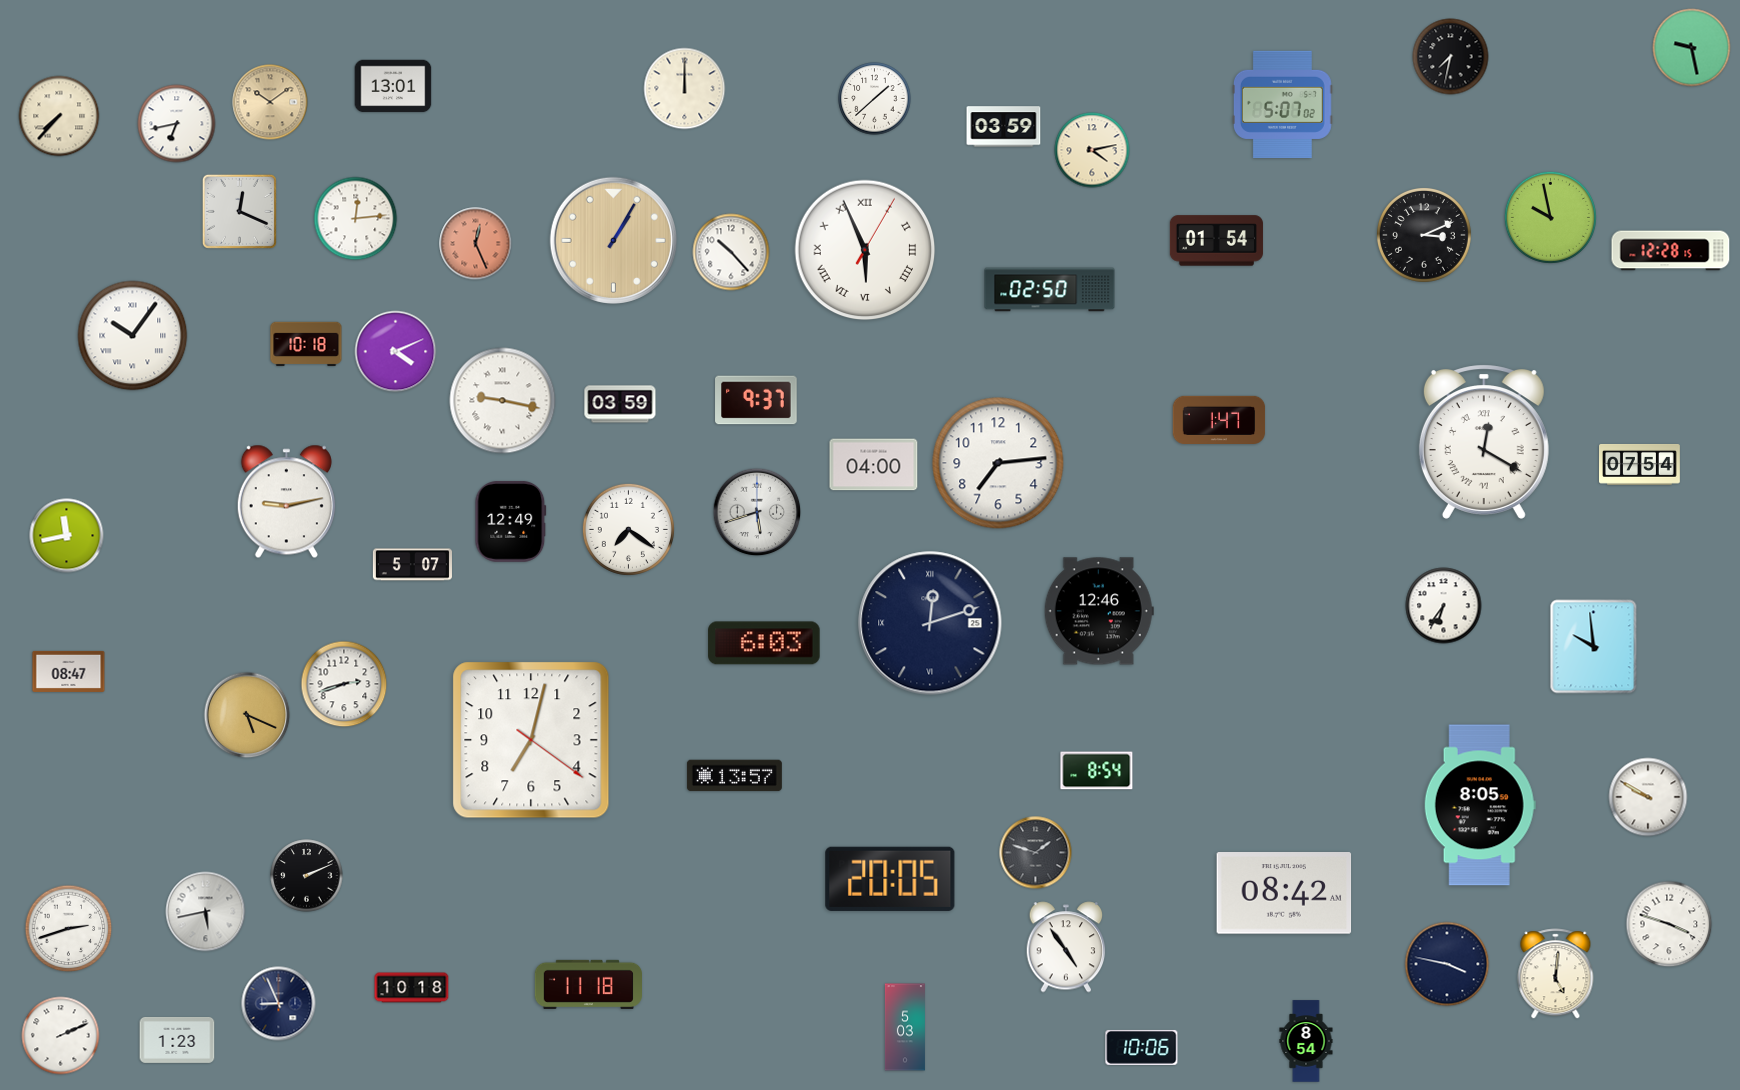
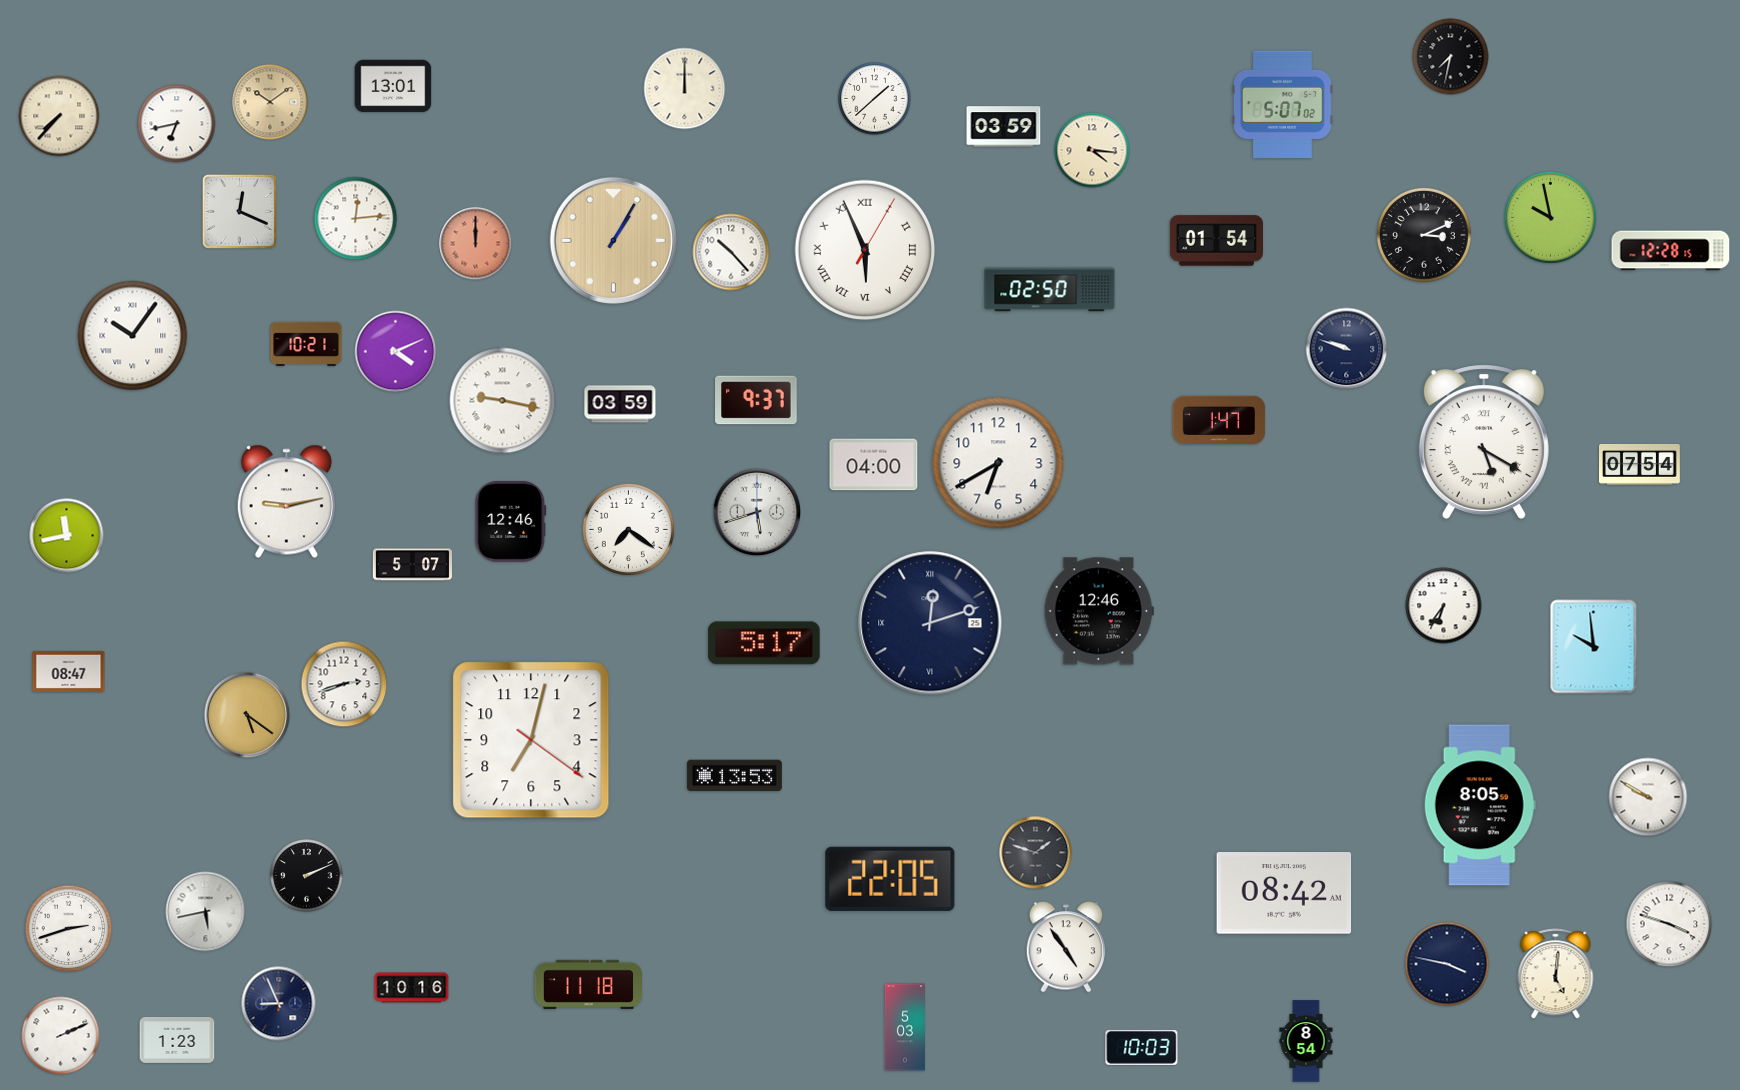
clock at (1692, 48): 9:28 -> none
clock at (1092, 150): 4:13 -> 4:16
clock at (476, 244): 12:26 -> 12:00
clock at (306, 344): 10:18 -> 10:21
clock at (1347, 349): none -> 9:48
clock at (1484, 442): 12:20 -> 5:20
clock at (998, 463): 7:14 -> 6:40
clock at (511, 521): 12:49 -> 12:46
clock at (764, 643): 6:03 -> 5:17
clock at (247, 715): 5:19 -> 5:21
clock at (1097, 771): 8:54 -> none
clock at (734, 776): 13:57 -> 13:53
clock at (890, 879): 20:05 -> 22:05
clock at (412, 988): 10:18 -> 10:16
clock at (1142, 1047): 10:06 -> 10:03
